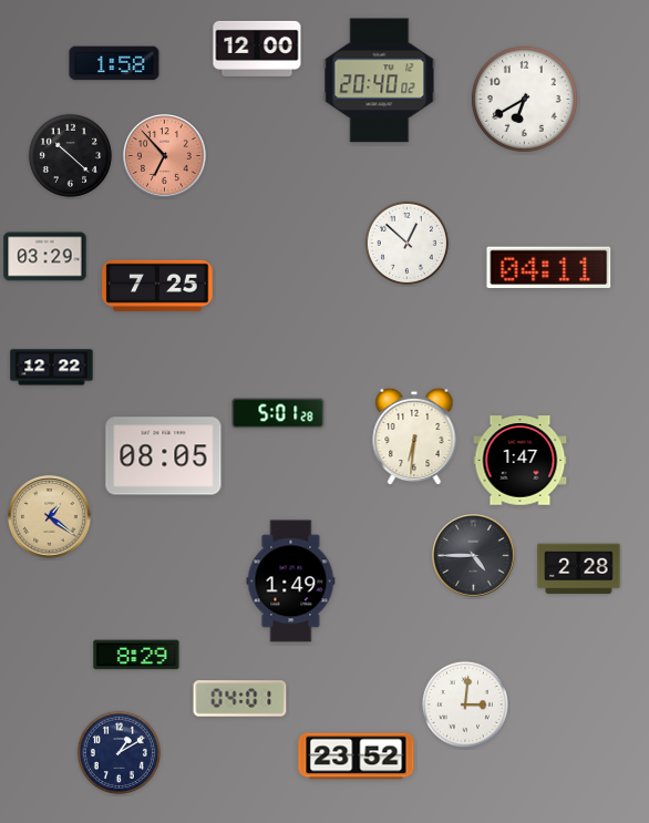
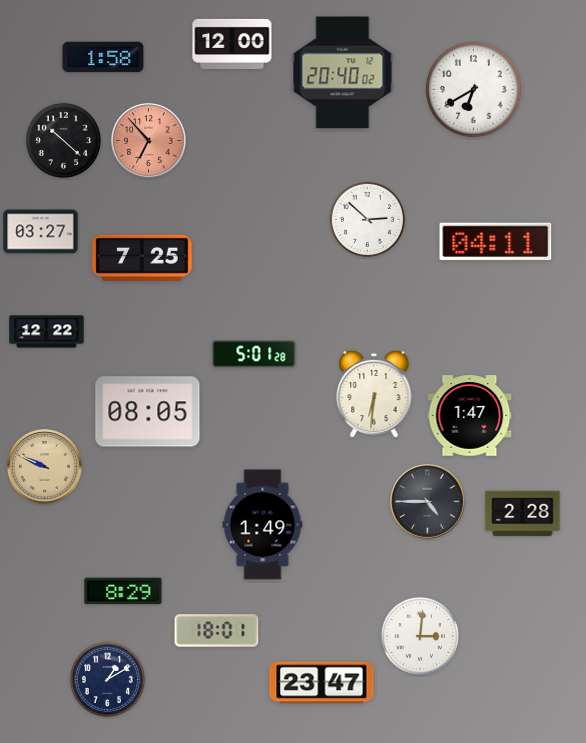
clock at (406, 243): 12:52 -> 2:52
clock at (45, 257): 03:29 -> 03:27
clock at (278, 413) position: (278, 413) -> (254, 354)
clock at (50, 517): 1:21 -> 9:49
clock at (240, 699): 04:01 -> 18:01
clock at (357, 757): 23:52 -> 23:47
